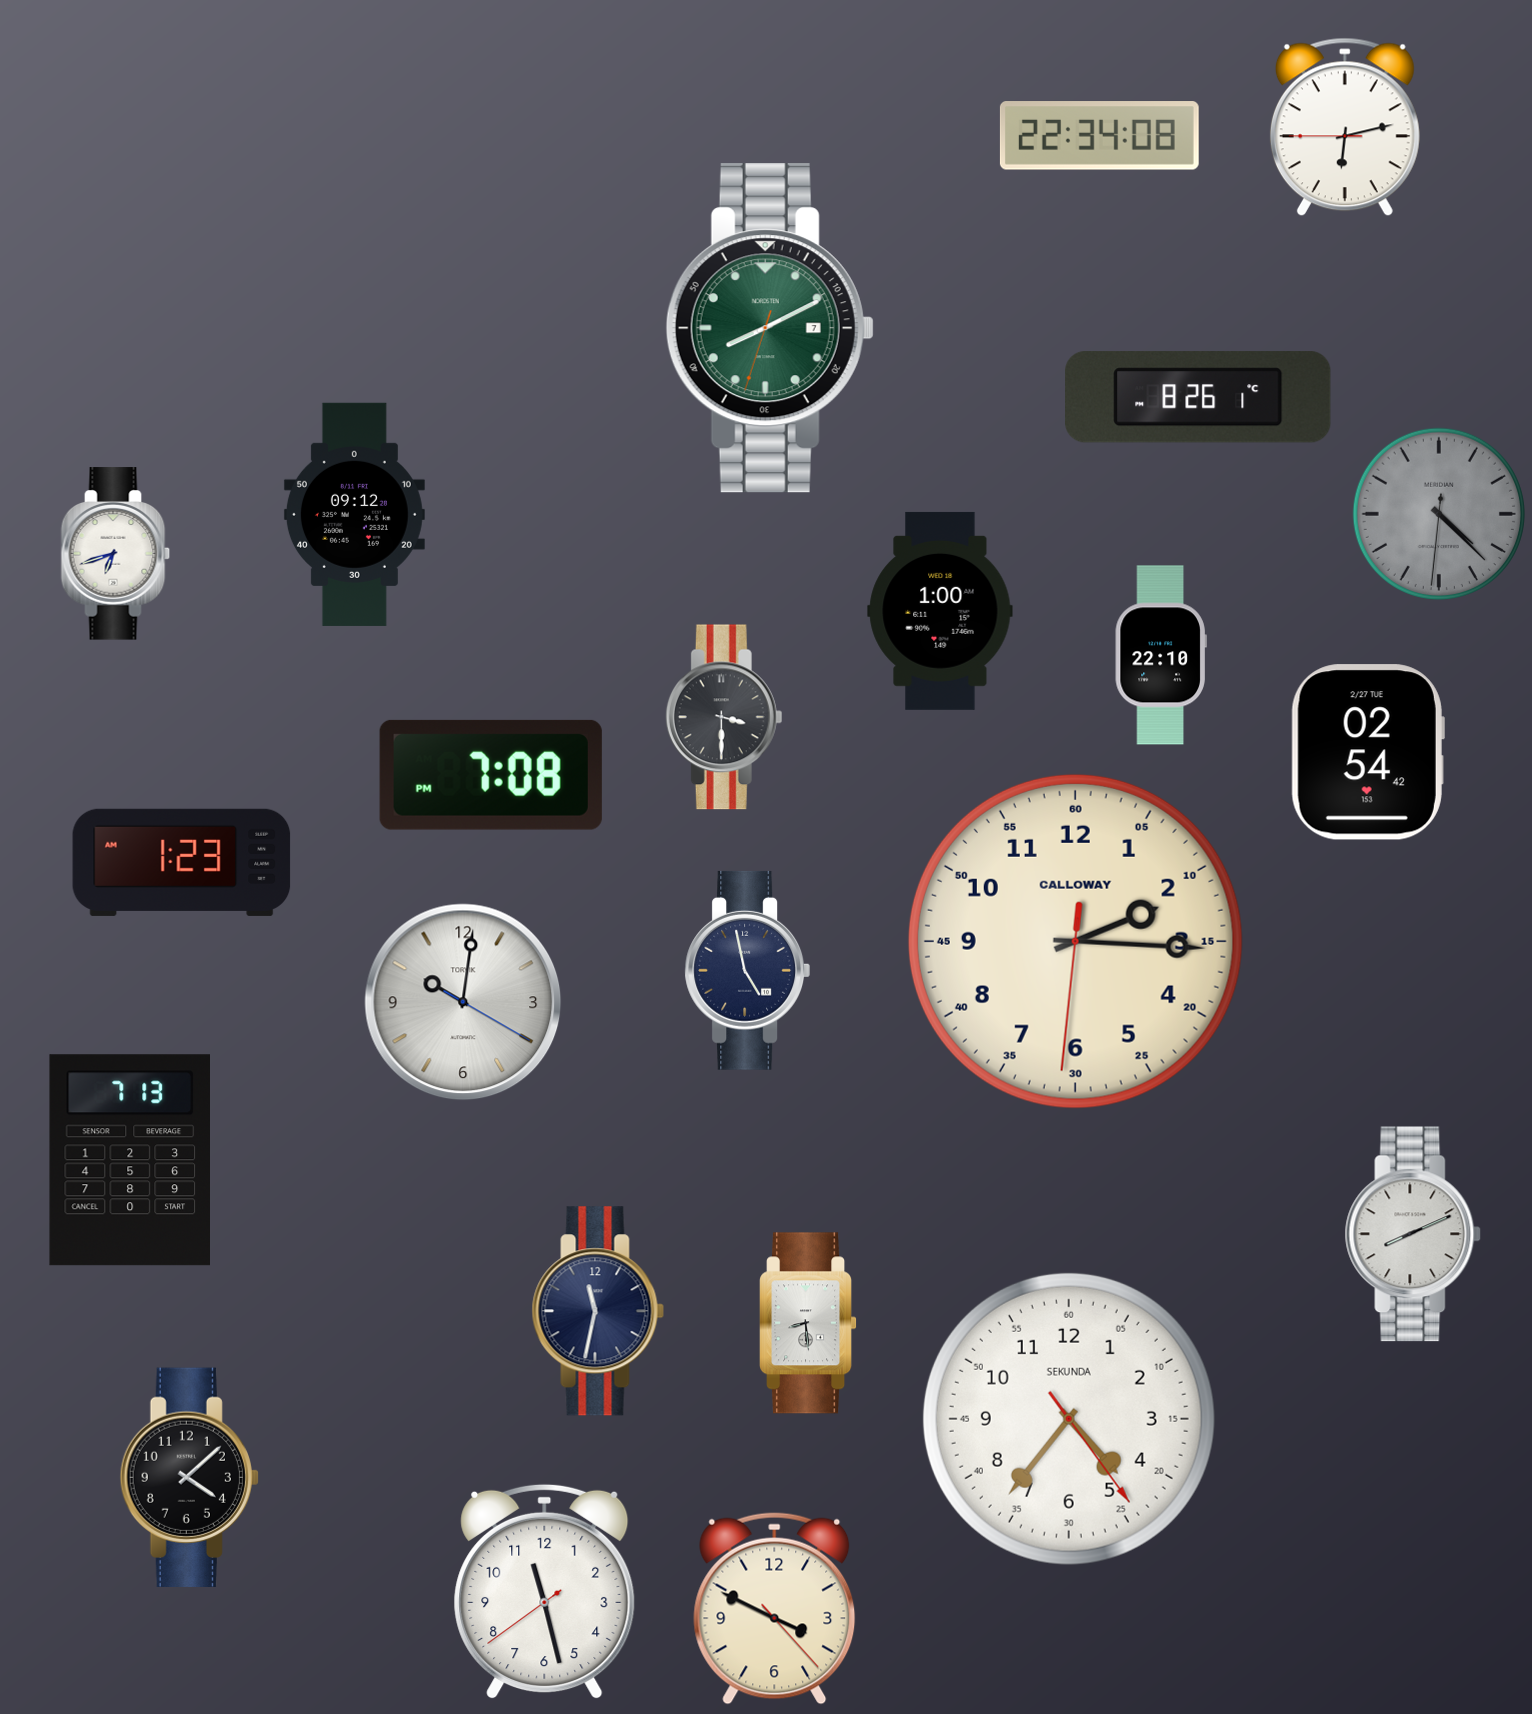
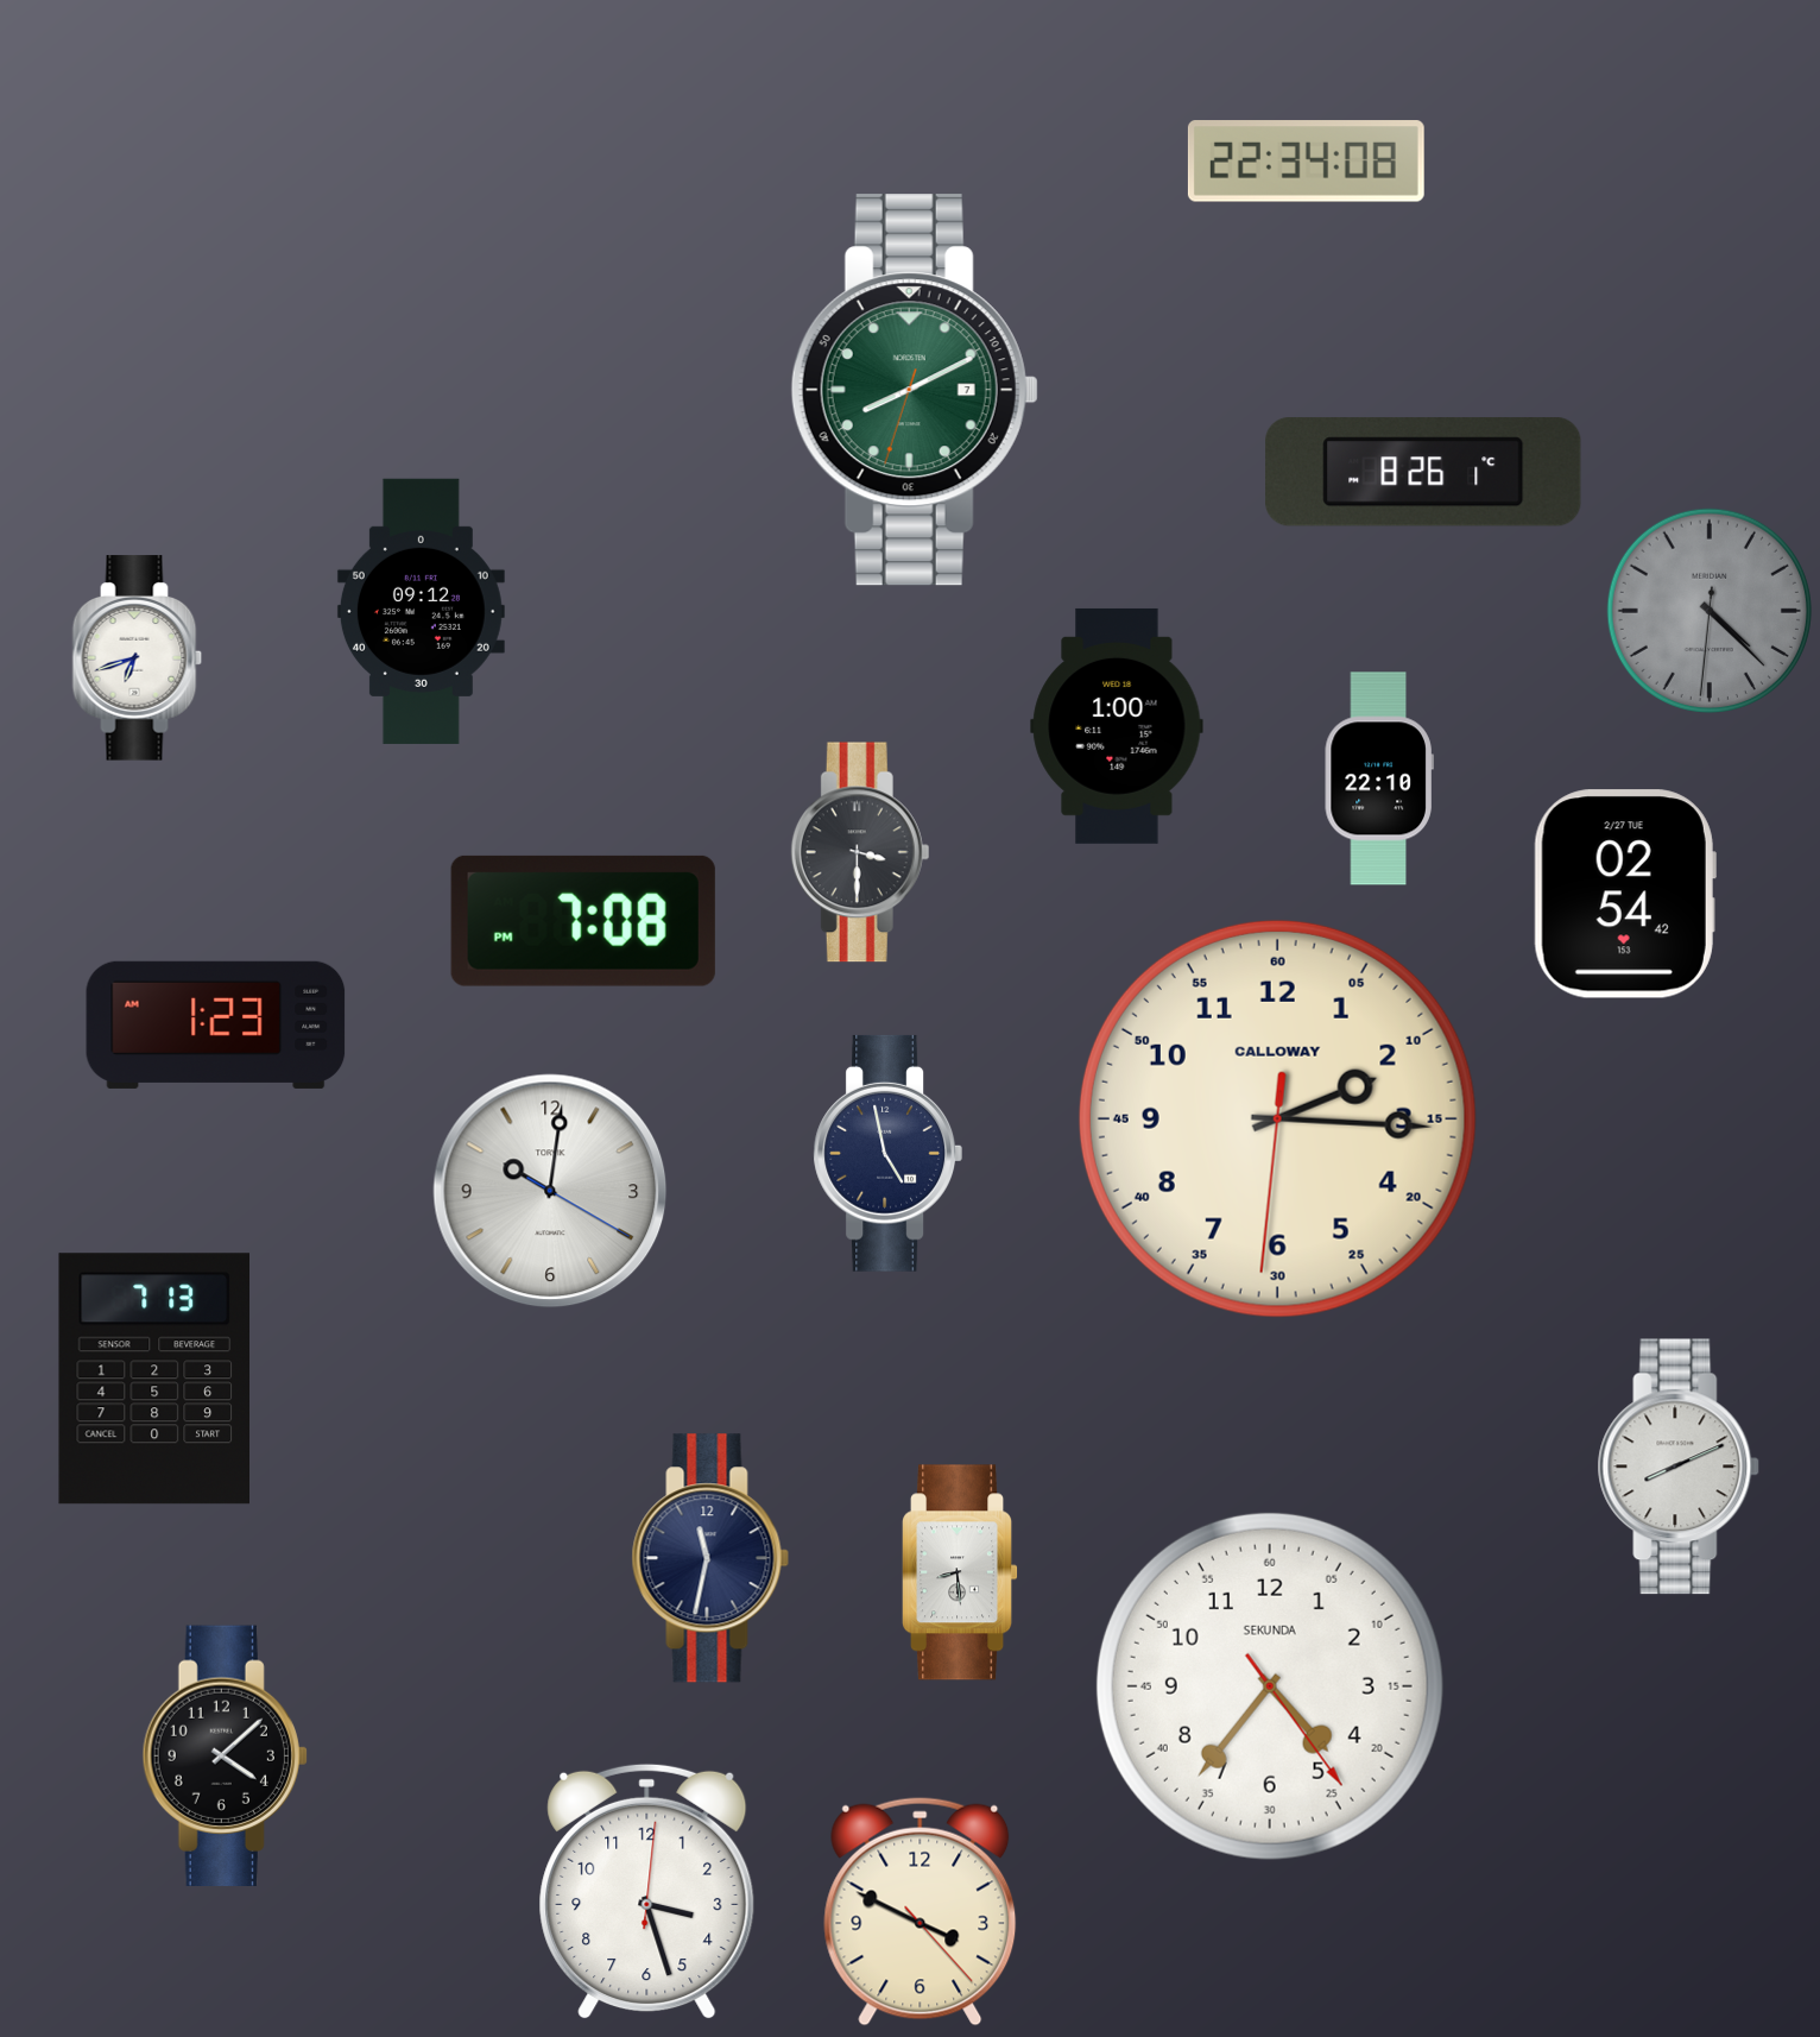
clock at (1345, 127): 6:12 -> none
clock at (545, 1592): 11:27 -> 3:27
